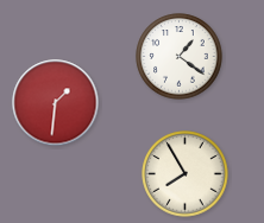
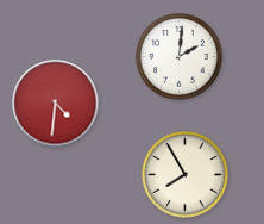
clock at (180, 57): 1:21 -> 2:01
clock at (56, 103): 1:31 -> 4:31
